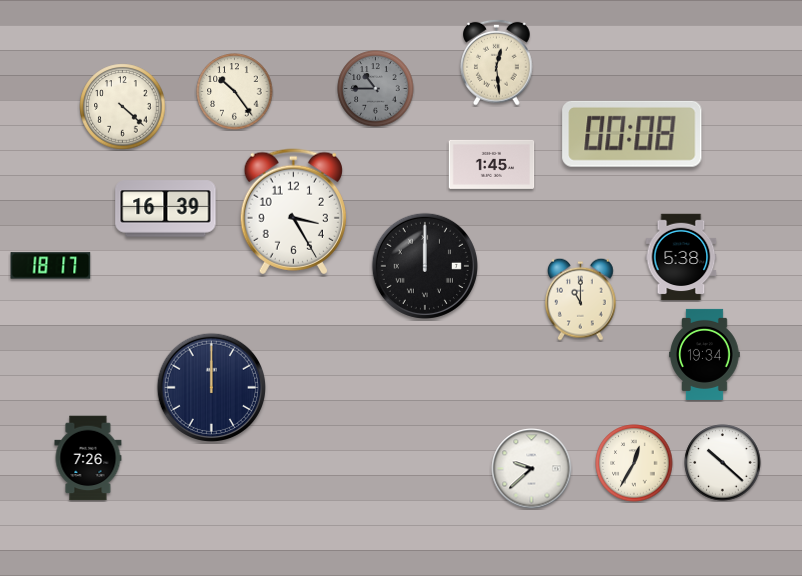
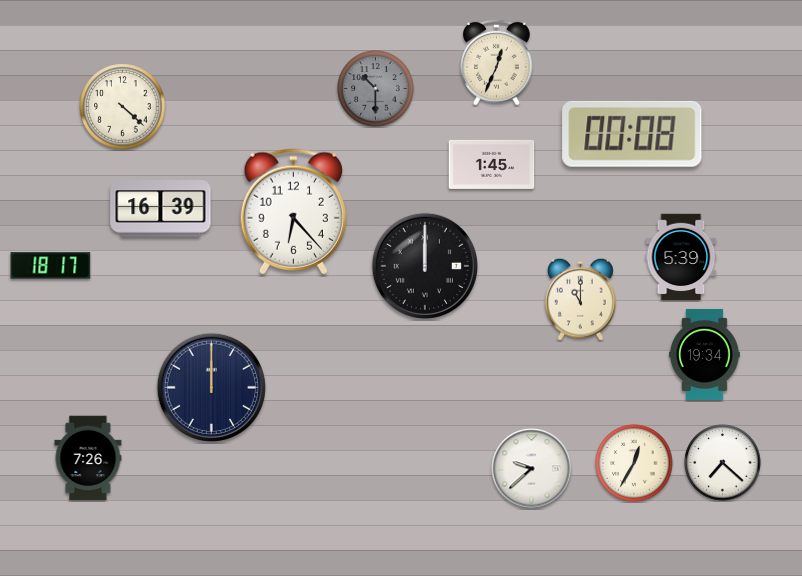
clock at (497, 62): 12:29 -> 12:34
clock at (376, 89): 10:45 -> 10:30
clock at (235, 92): 10:24 -> none
clock at (166, 209) position: (166, 209) -> (161, 209)
clock at (293, 212): 3:25 -> 6:23
clock at (681, 257): 5:38 -> 5:39
clock at (723, 463): 10:22 -> 7:22
